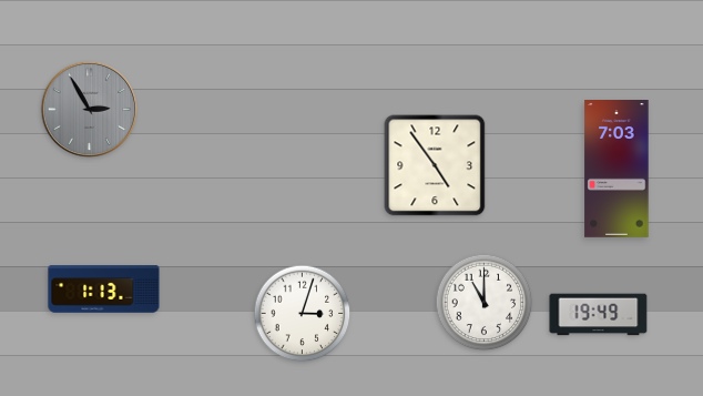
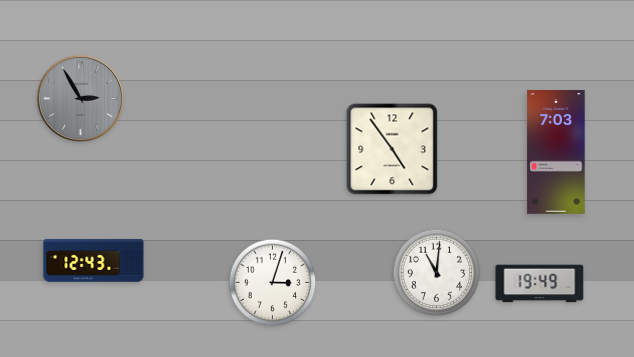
clock at (104, 290): 1:13 -> 12:43
clock at (485, 303): 11:00 -> 11:01
